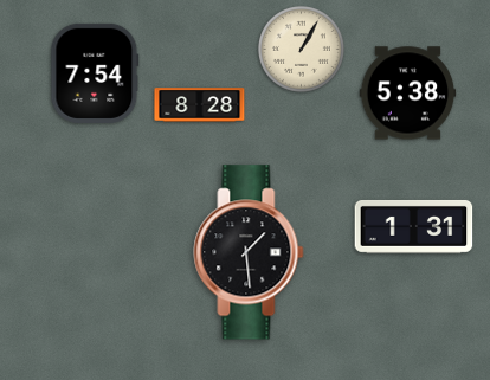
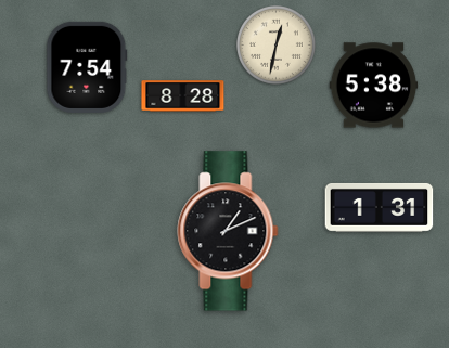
clock at (302, 50): 1:05 -> 12:32
clock at (249, 252): 1:29 -> 1:11
